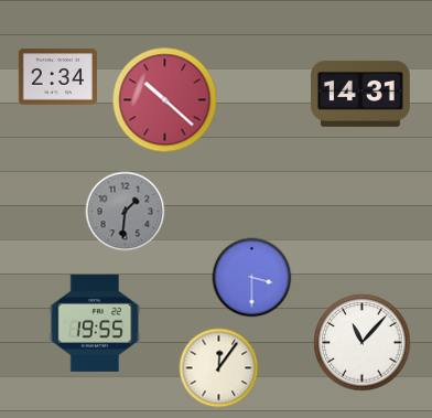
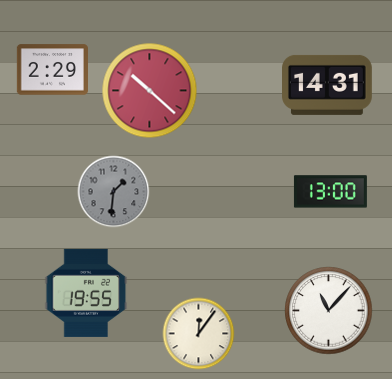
clock at (57, 77): 2:34 -> 2:29
clock at (330, 192): none -> 13:00
clock at (252, 278): 3:30 -> none
